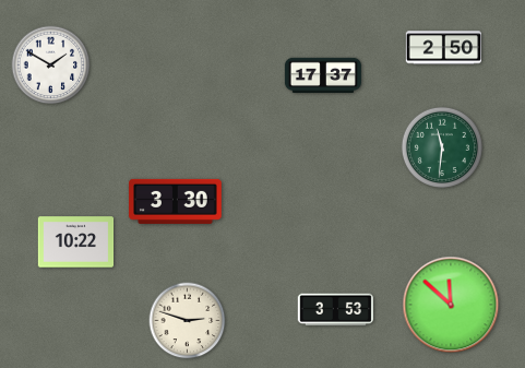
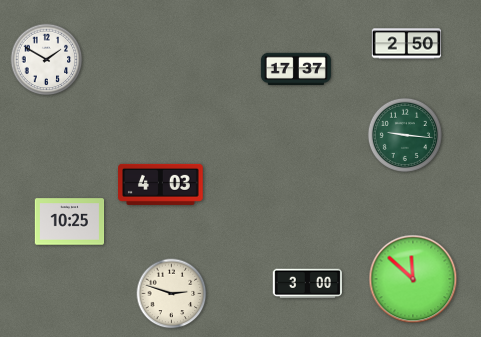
clock at (442, 147): 11:31 -> 9:16
clock at (176, 201): 3:30 -> 4:03
clock at (76, 242): 10:22 -> 10:25
clock at (335, 310): 3:53 -> 3:00
